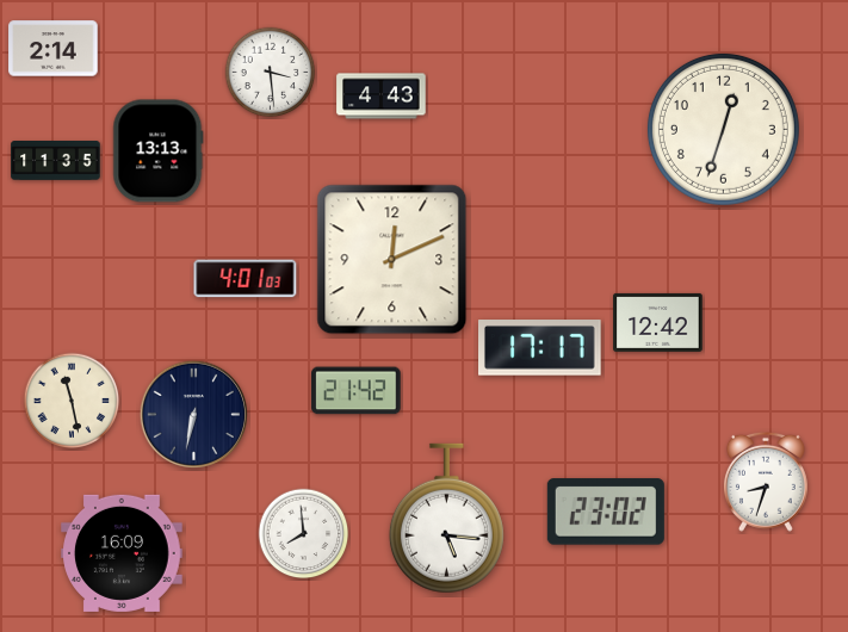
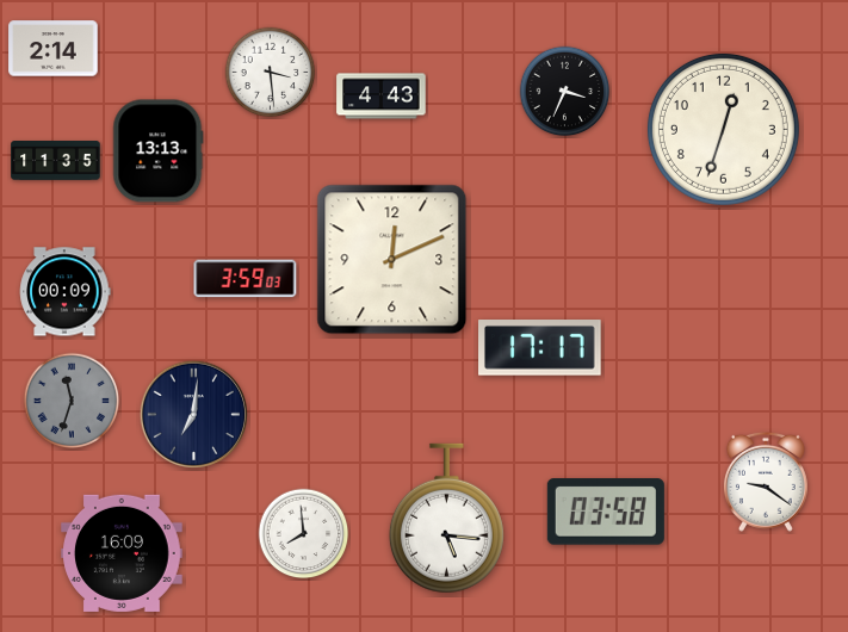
clock at (565, 92): none -> 3:34
clock at (246, 279): 4:01 -> 3:59
clock at (66, 292): none -> 00:09
clock at (658, 322): 12:42 -> none
clock at (357, 391): 21:42 -> none
clock at (72, 401): 11:28 -> 11:33
clock at (72, 401) dial: cream -> grey
clock at (193, 414): 6:32 -> 7:01
clock at (766, 482): 8:33 -> 9:21
clock at (606, 512): 23:02 -> 03:58
